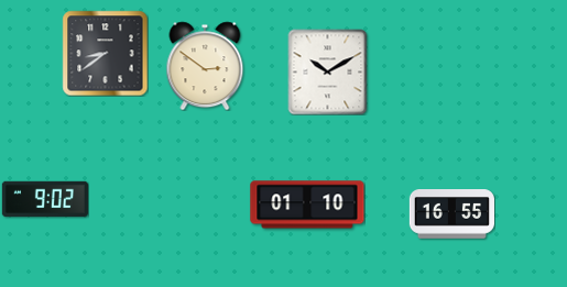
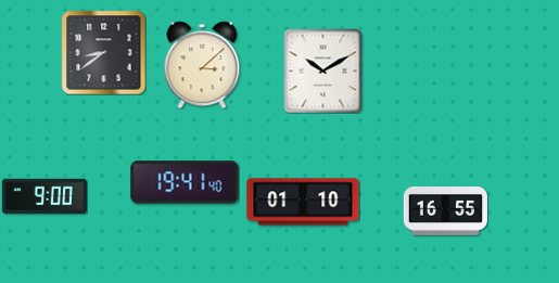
clock at (205, 66): 2:51 -> 3:08
clock at (185, 182): none -> 19:41
clock at (45, 198): 9:02 -> 9:00
